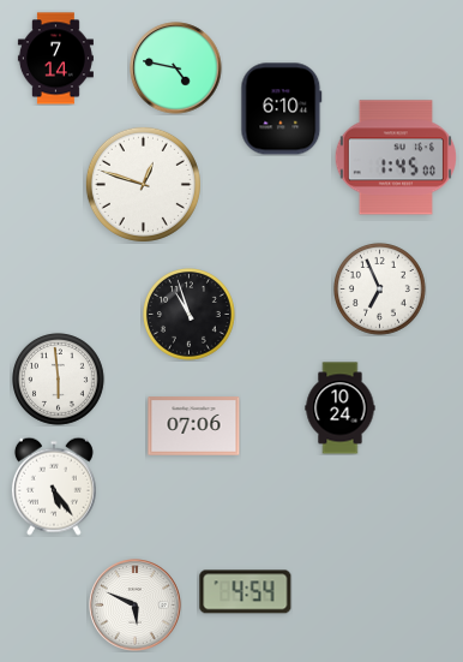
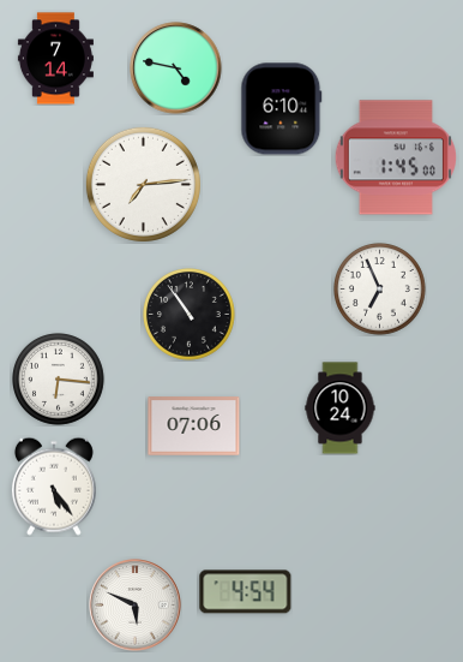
clock at (143, 184): 12:48 -> 7:14
clock at (190, 315): 10:57 -> 10:54
clock at (59, 380): 5:59 -> 6:16
